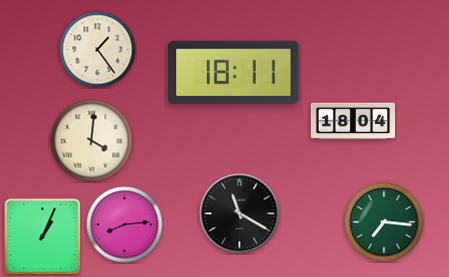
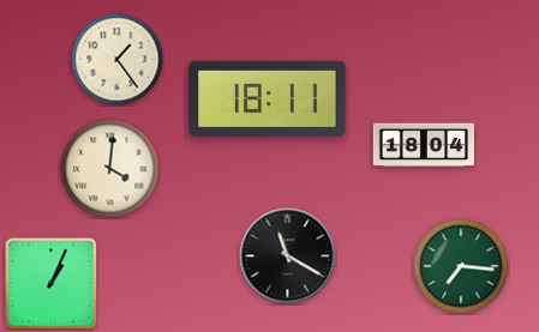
clock at (234, 72) position: (234, 72) -> (268, 98)
clock at (125, 225): 8:14 -> none
